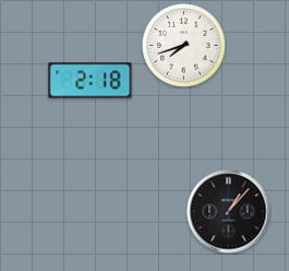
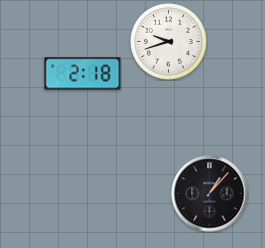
clock at (184, 46): 7:42 -> 9:42
